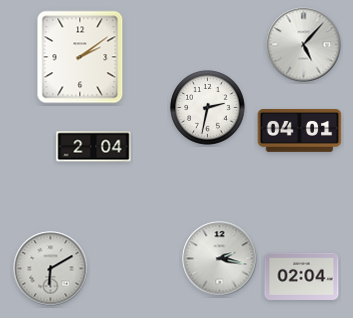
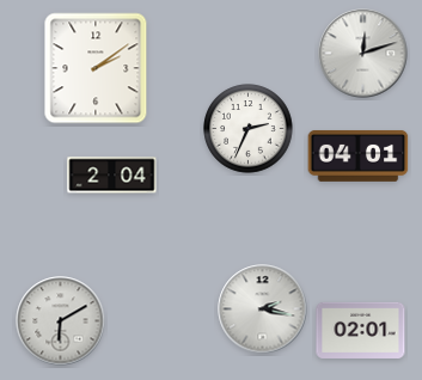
clock at (304, 45): 5:07 -> 12:12
clock at (208, 108): 2:32 -> 2:34
clock at (302, 276): 02:04 -> 02:01
